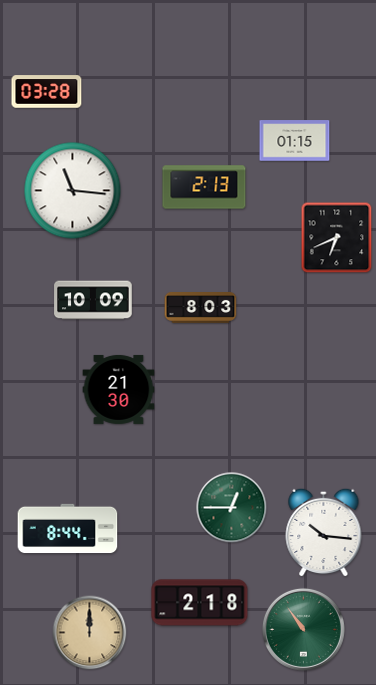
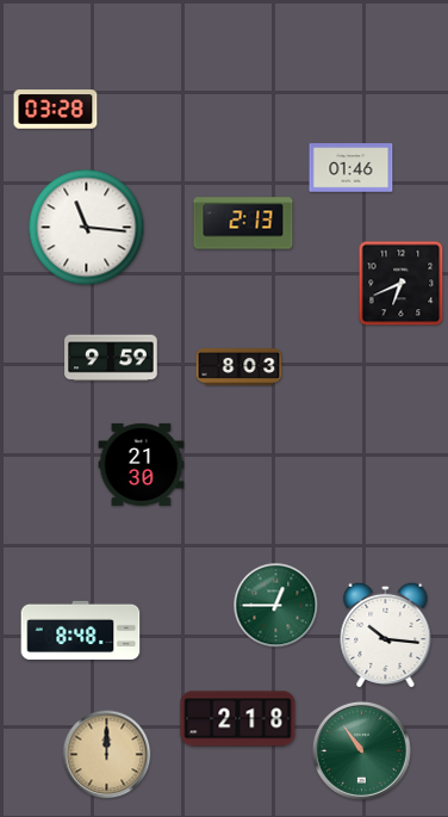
clock at (295, 141): 01:15 -> 01:46
clock at (93, 300): 10:09 -> 9:59
clock at (68, 529): 8:44 -> 8:48
